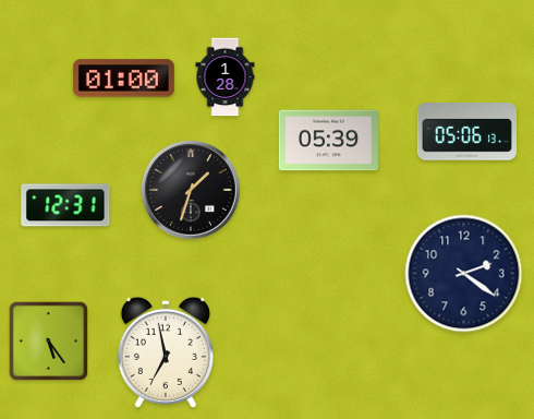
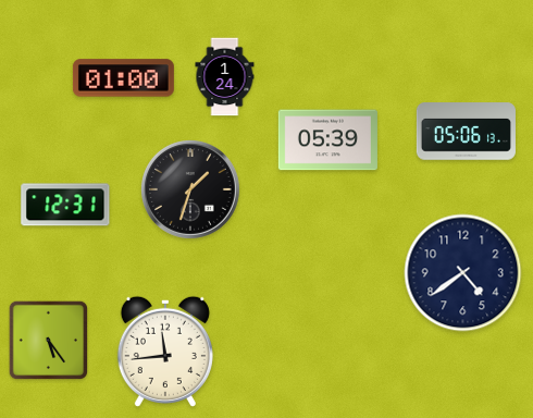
clock at (226, 77): 1:28 -> 1:24
clock at (464, 274): 2:21 -> 4:39
clock at (166, 352): 6:58 -> 11:44
